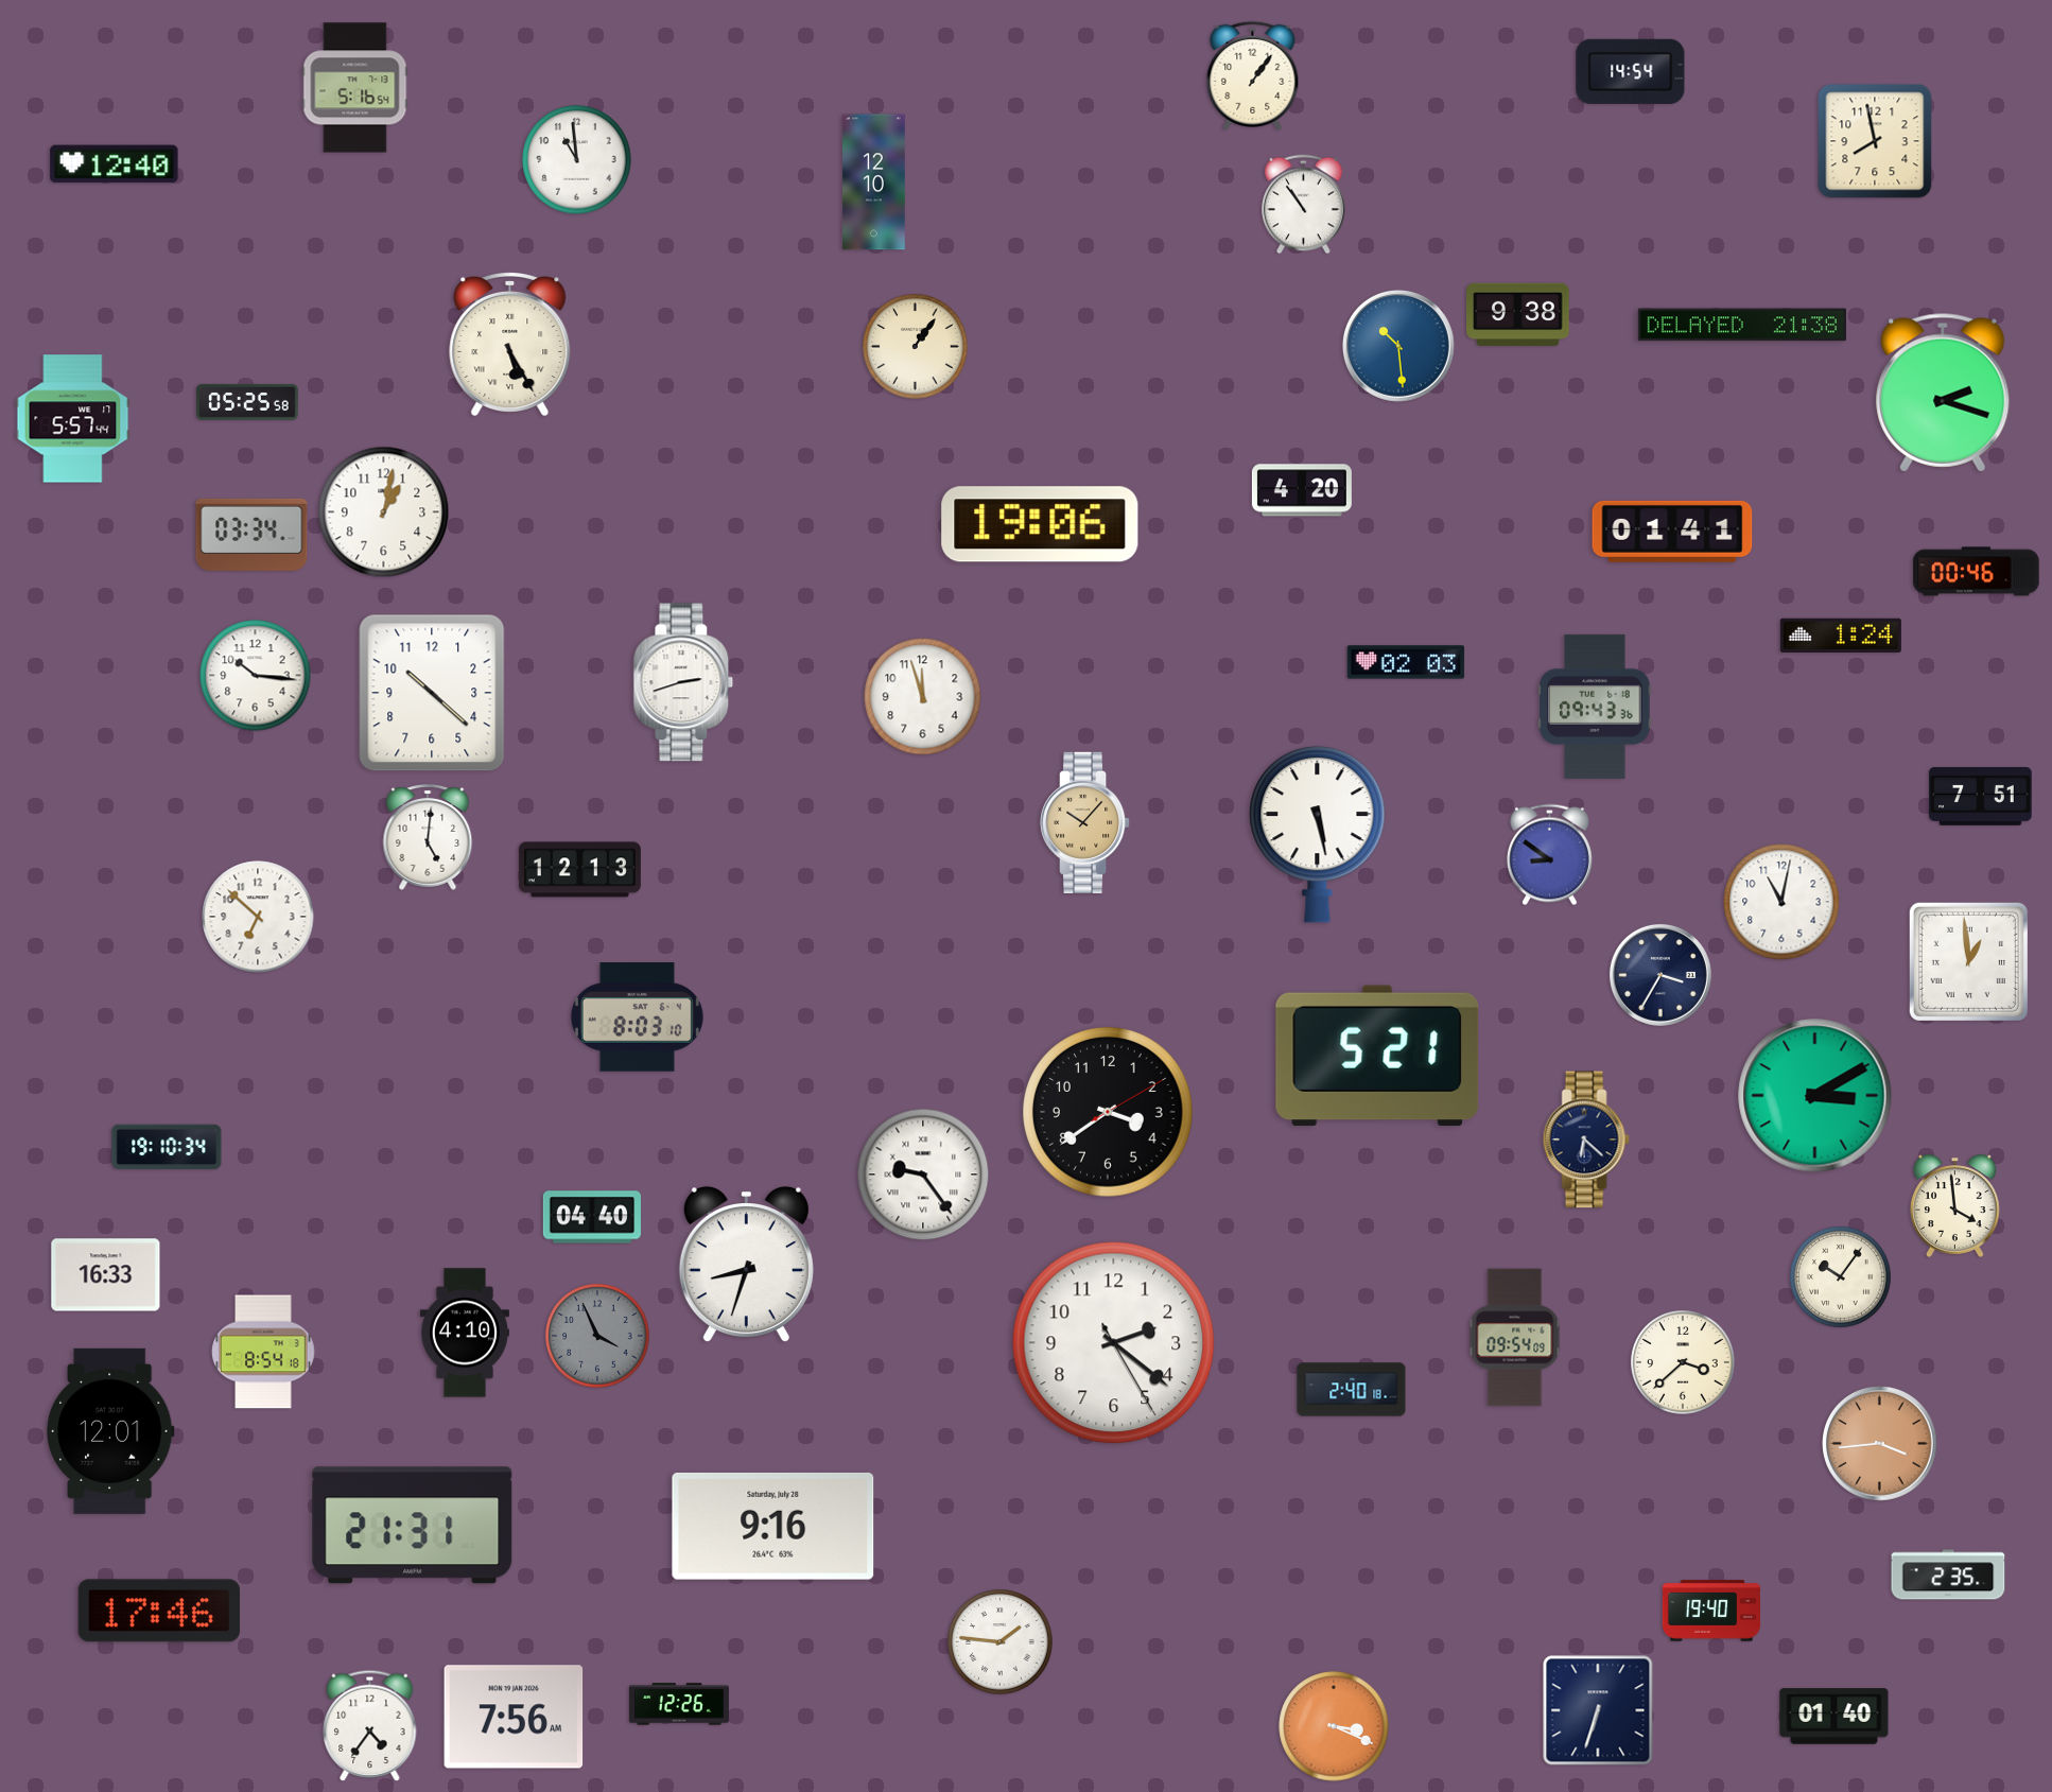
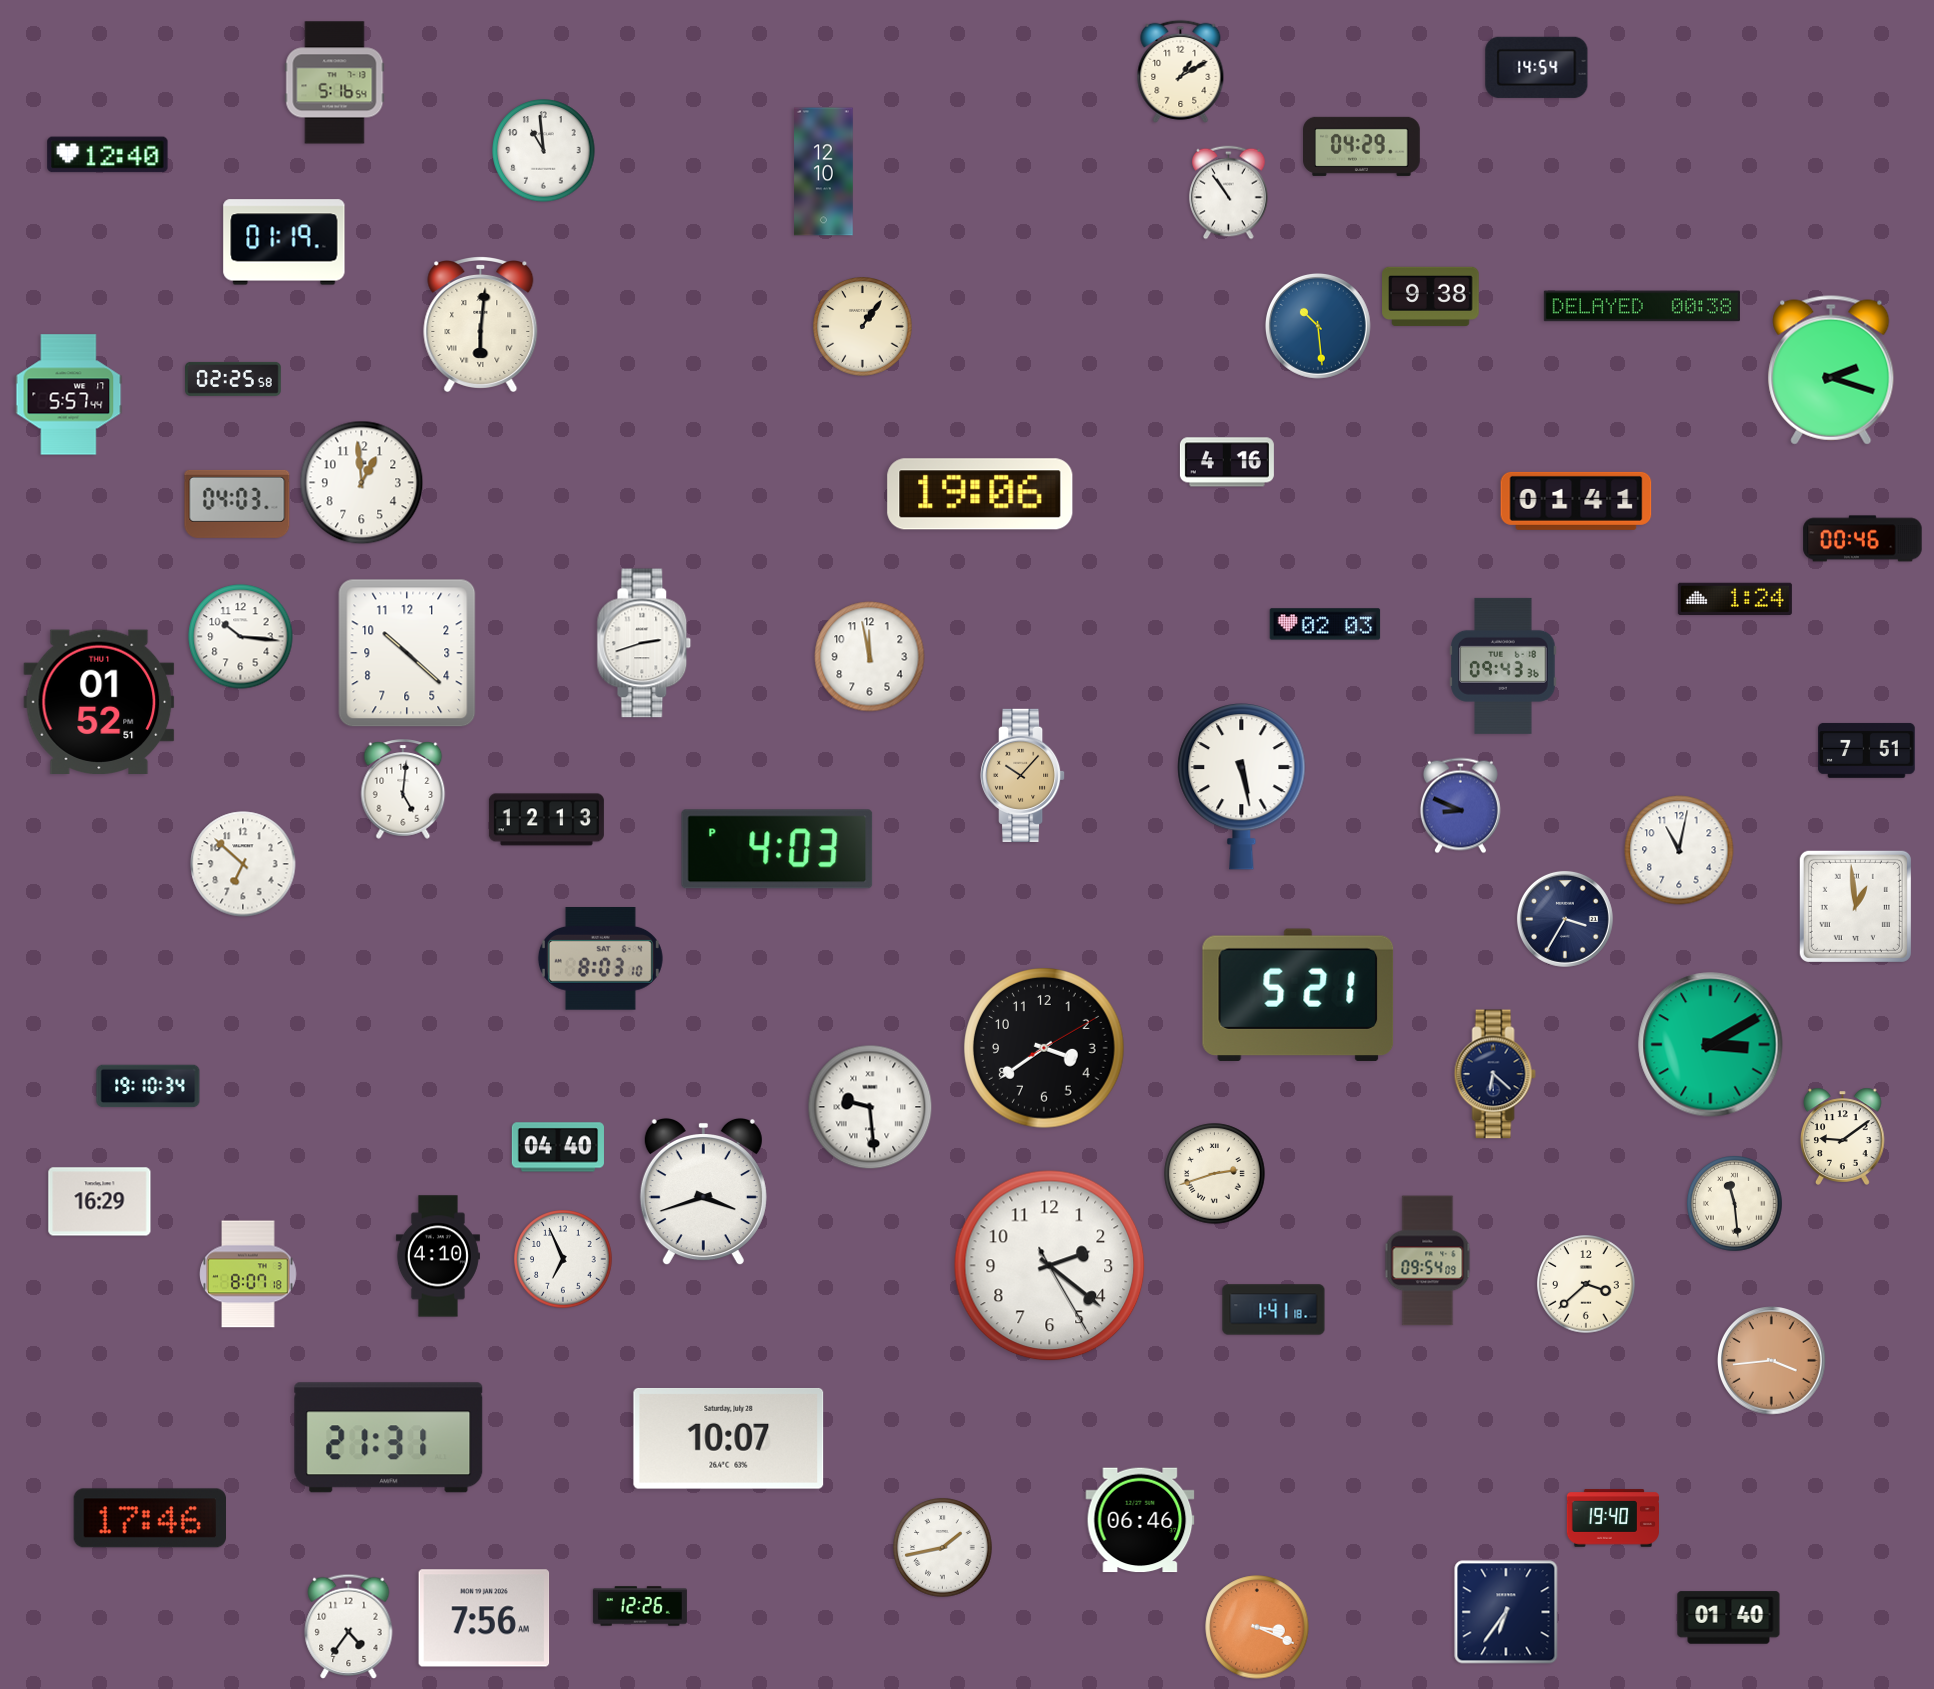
clock at (1253, 75): 1:06 -> 1:10
clock at (1875, 141): 7:58 -> none
clock at (1362, 146): none -> 04:29
clock at (284, 242): none -> 01:19
clock at (1742, 325): 21:38 -> 00:38
clock at (510, 345): 5:25 -> 6:01
clock at (248, 402): 05:25 -> 02:25
clock at (1302, 490): 4:20 -> 4:16
clock at (384, 512): 1:02 -> 12:59
clock at (251, 535): 03:34 -> 04:03
clock at (923, 697): 11:57 -> 11:58
clock at (99, 701): none -> 01:52
clock at (1549, 855): 8:51 -> 8:49
clock at (777, 849): none -> 4:03
clock at (1815, 1096) position: (1815, 1096) -> (1711, 1045)
clock at (167, 1147) position: (167, 1147) -> (148, 1086)
clock at (923, 1175): 9:24 -> 9:29
clock at (1955, 1205): 3:59 -> 9:09
clock at (1215, 1174): none -> 2:42
clock at (746, 1265): 8:33 -> 3:42
clock at (106, 1275): 16:33 -> 16:29
clock at (1841, 1277): 10:06 -> 11:29
clock at (597, 1336): 3:56 -> 6:56
clock at (597, 1336) dial: grey -> white
clock at (263, 1352): 8:54 -> 8:07
clock at (1352, 1390): 2:40 -> 1:41
clock at (110, 1431): 12:01 -> none
clock at (773, 1526): 9:16 -> 10:07
clock at (1948, 1574): 2:35 -> none
clock at (1140, 1520): none -> 06:46
clock at (1001, 1642): 1:46 -> 1:43
clock at (1598, 1710): 6:33 -> 6:36
